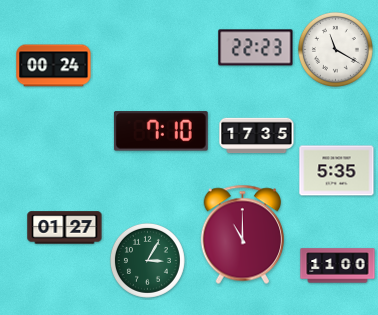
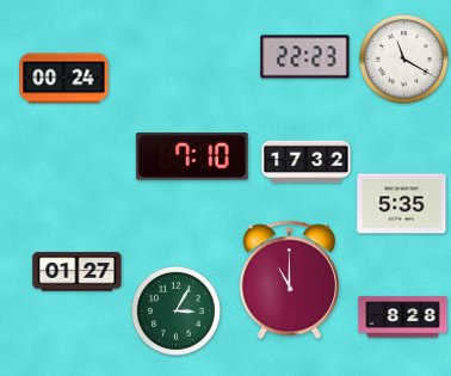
clock at (335, 49) position: (335, 49) -> (403, 58)
clock at (257, 136): 17:35 -> 17:32
clock at (338, 266): 11:00 -> 8:28
